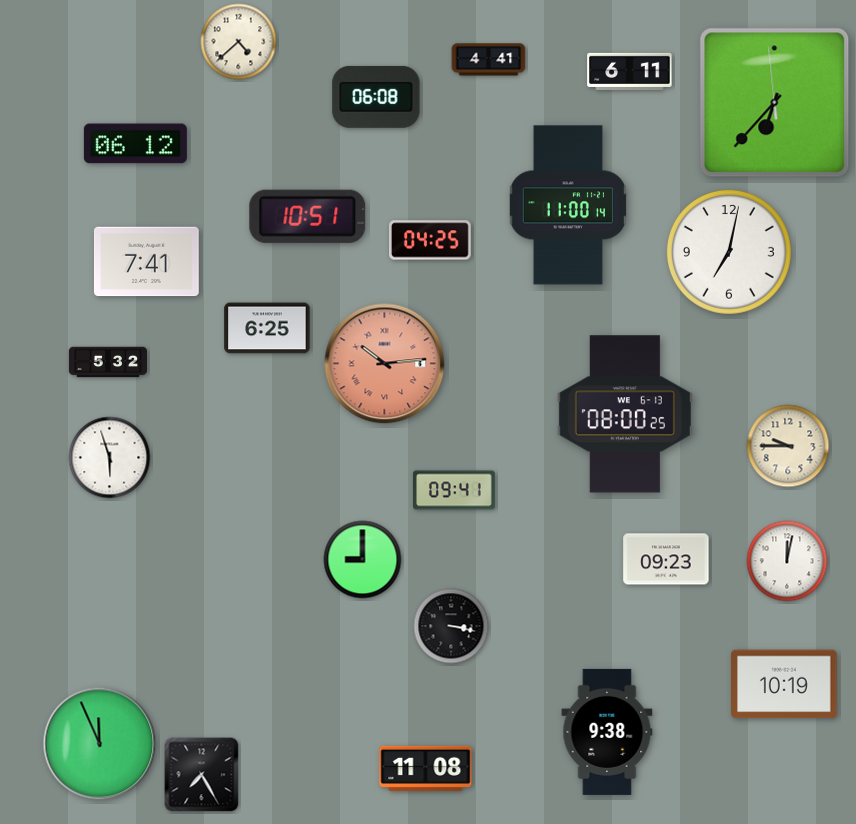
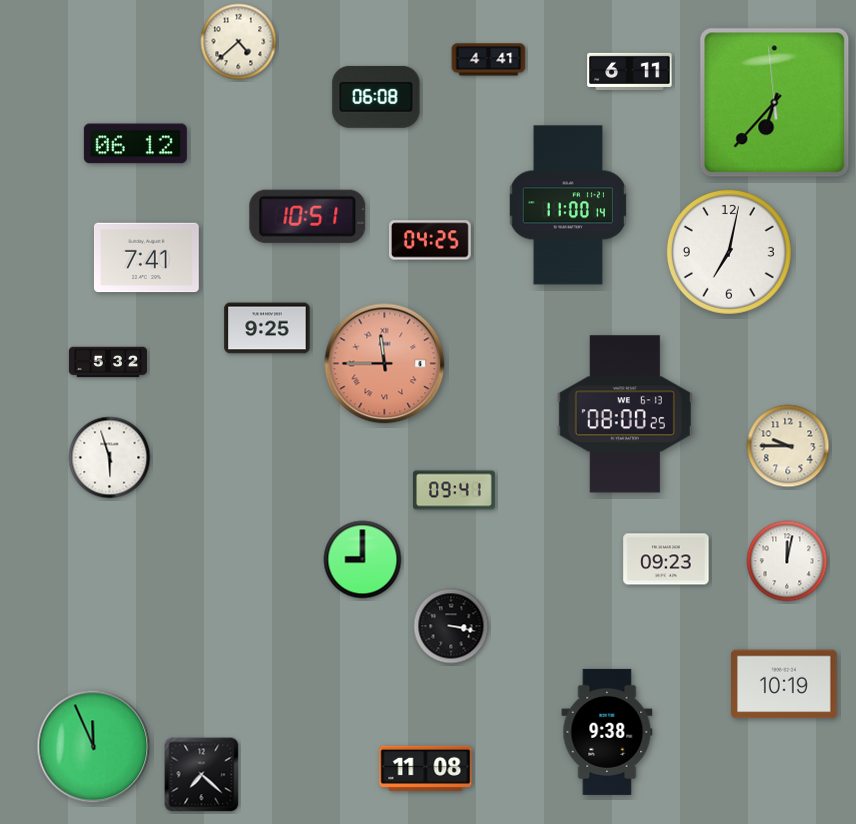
clock at (146, 262) position: (146, 262) -> (146, 258)
clock at (267, 328): 6:25 -> 9:25
clock at (385, 364): 10:14 -> 11:45
clock at (100, 744) position: (100, 744) -> (94, 747)
clock at (202, 775): 7:25 -> 7:22
